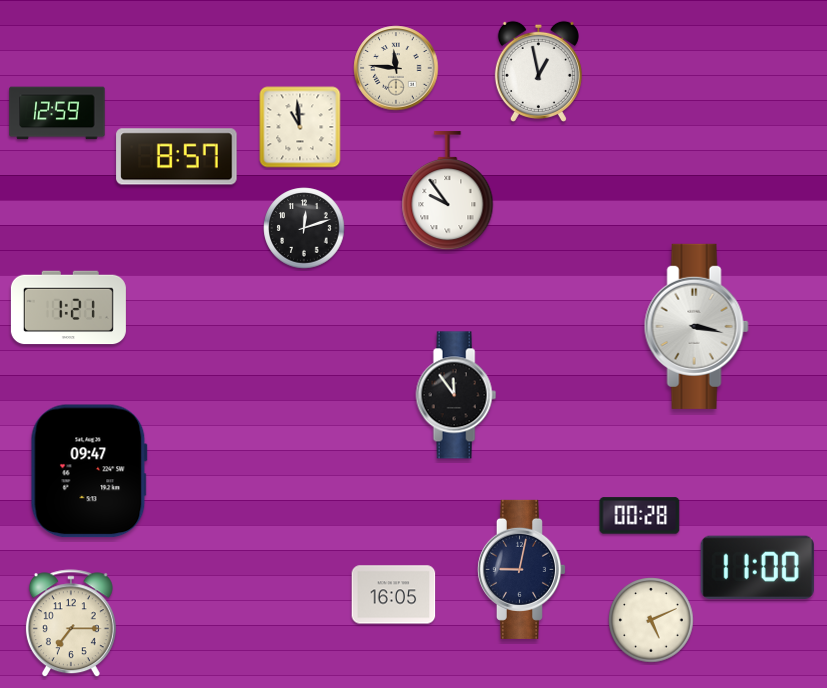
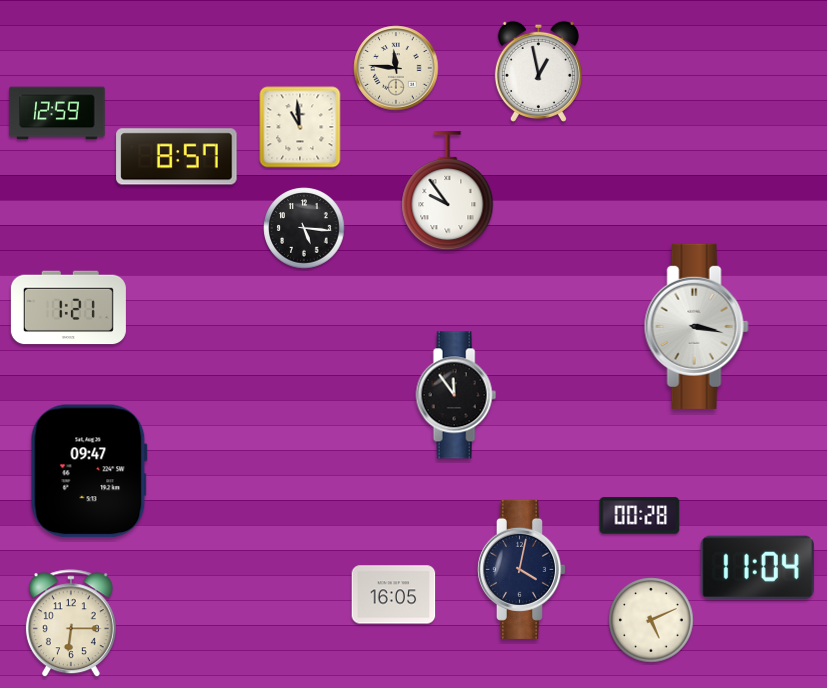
clock at (304, 228): 12:12 -> 5:16
clock at (757, 567): 11:00 -> 11:04
clock at (521, 569): 9:02 -> 4:02
clock at (71, 624): 7:15 -> 6:15
